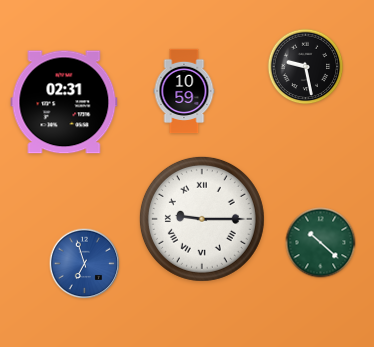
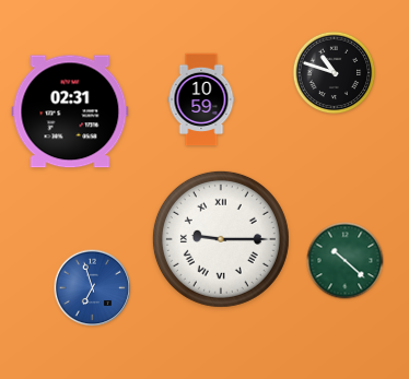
clock at (306, 67): 9:28 -> 10:48
clock at (321, 243) position: (321, 243) -> (346, 261)
